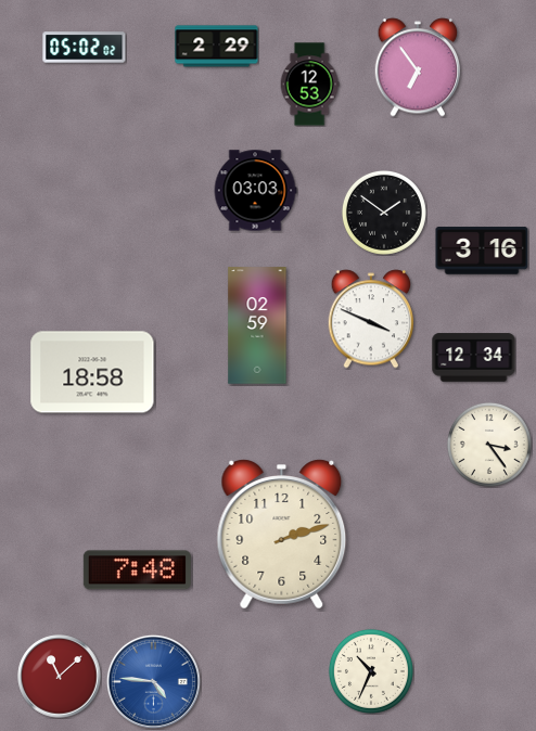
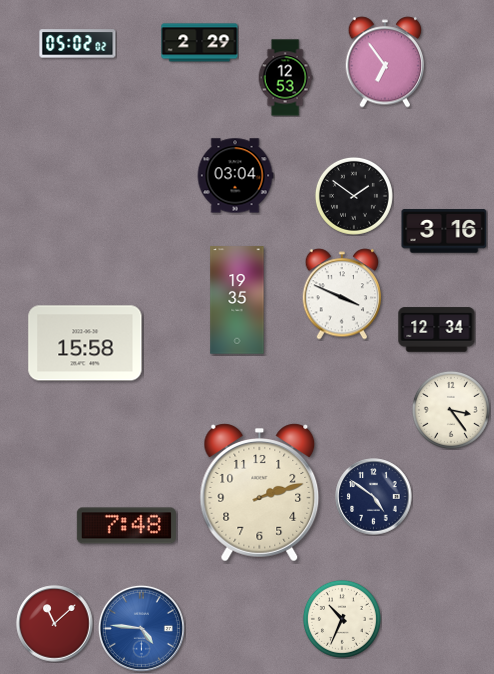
clock at (255, 191): 03:03 -> 03:04
clock at (257, 325): 02:59 -> 19:35
clock at (92, 372): 18:58 -> 15:58
clock at (374, 497): none -> 4:51
